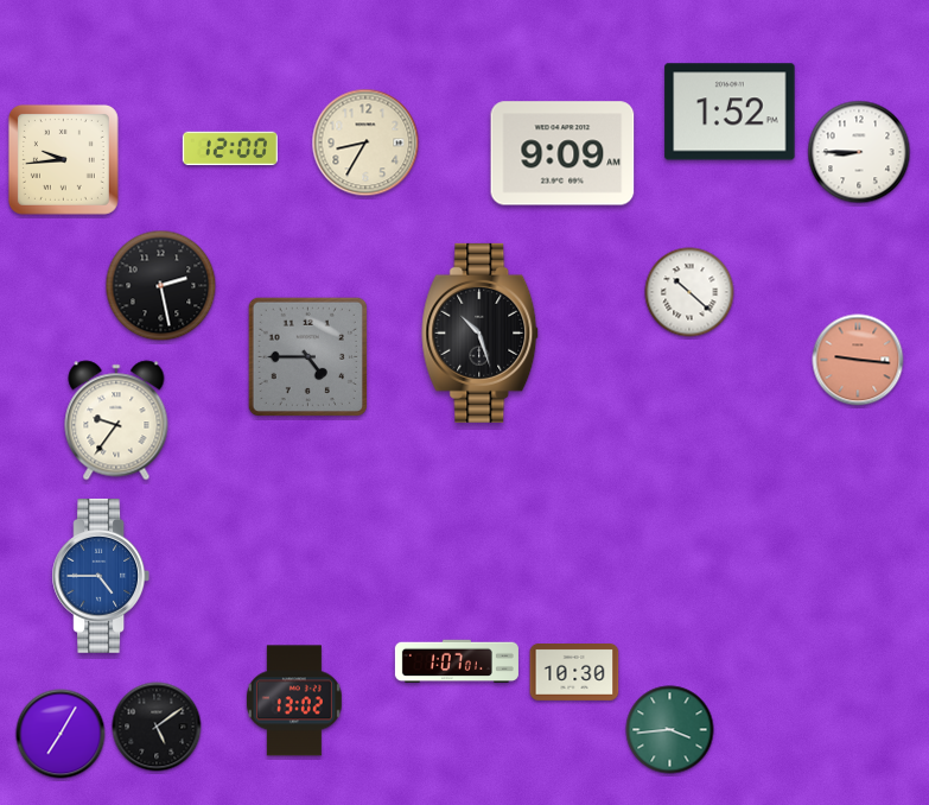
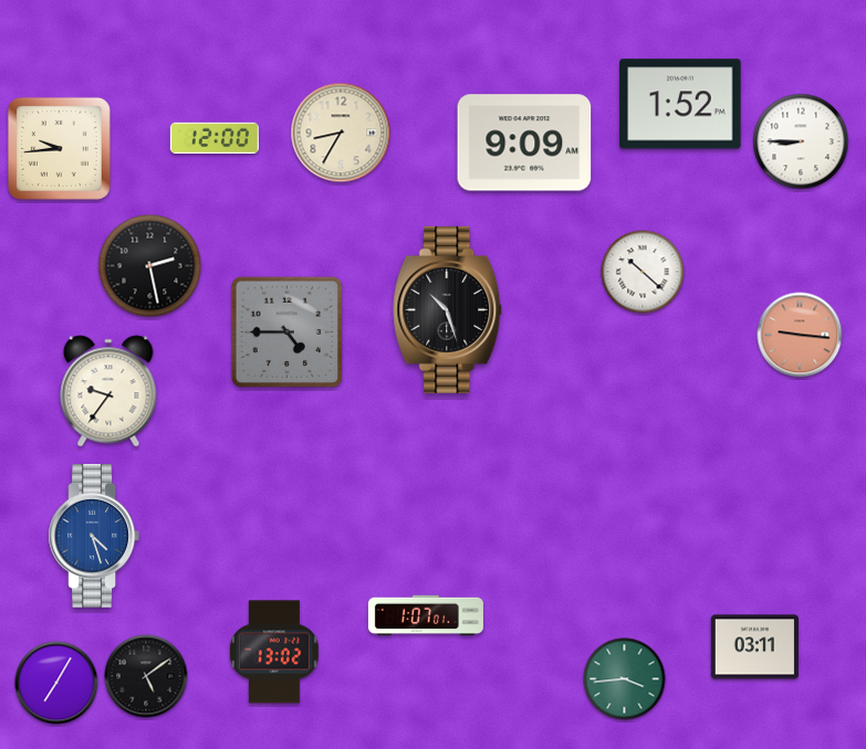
clock at (101, 576): 4:45 -> 4:27
clock at (574, 673): 10:30 -> none
clock at (754, 647): none -> 03:11
